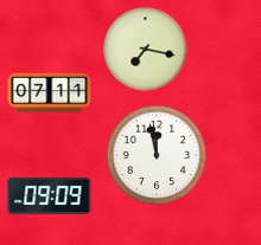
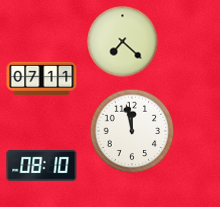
clock at (146, 50): 7:17 -> 7:22
clock at (50, 195): 09:09 -> 08:10
